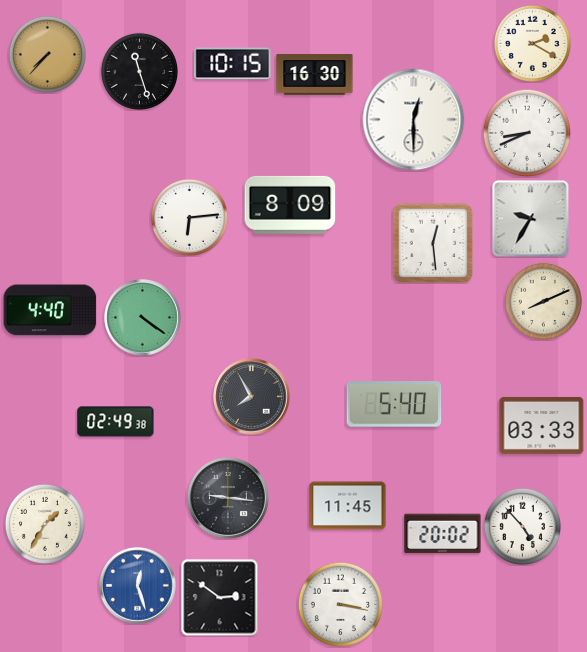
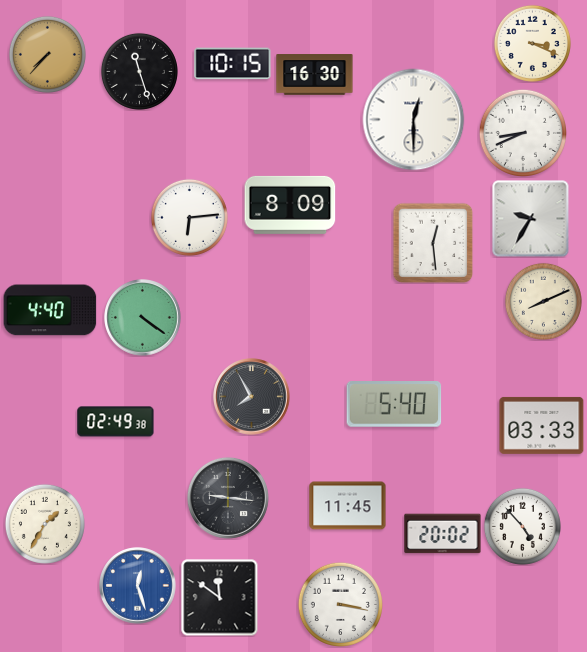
clock at (532, 43): 2:20 -> 3:19
clock at (526, 132) position: (526, 132) -> (522, 132)
clock at (219, 597): 2:51 -> 11:51
